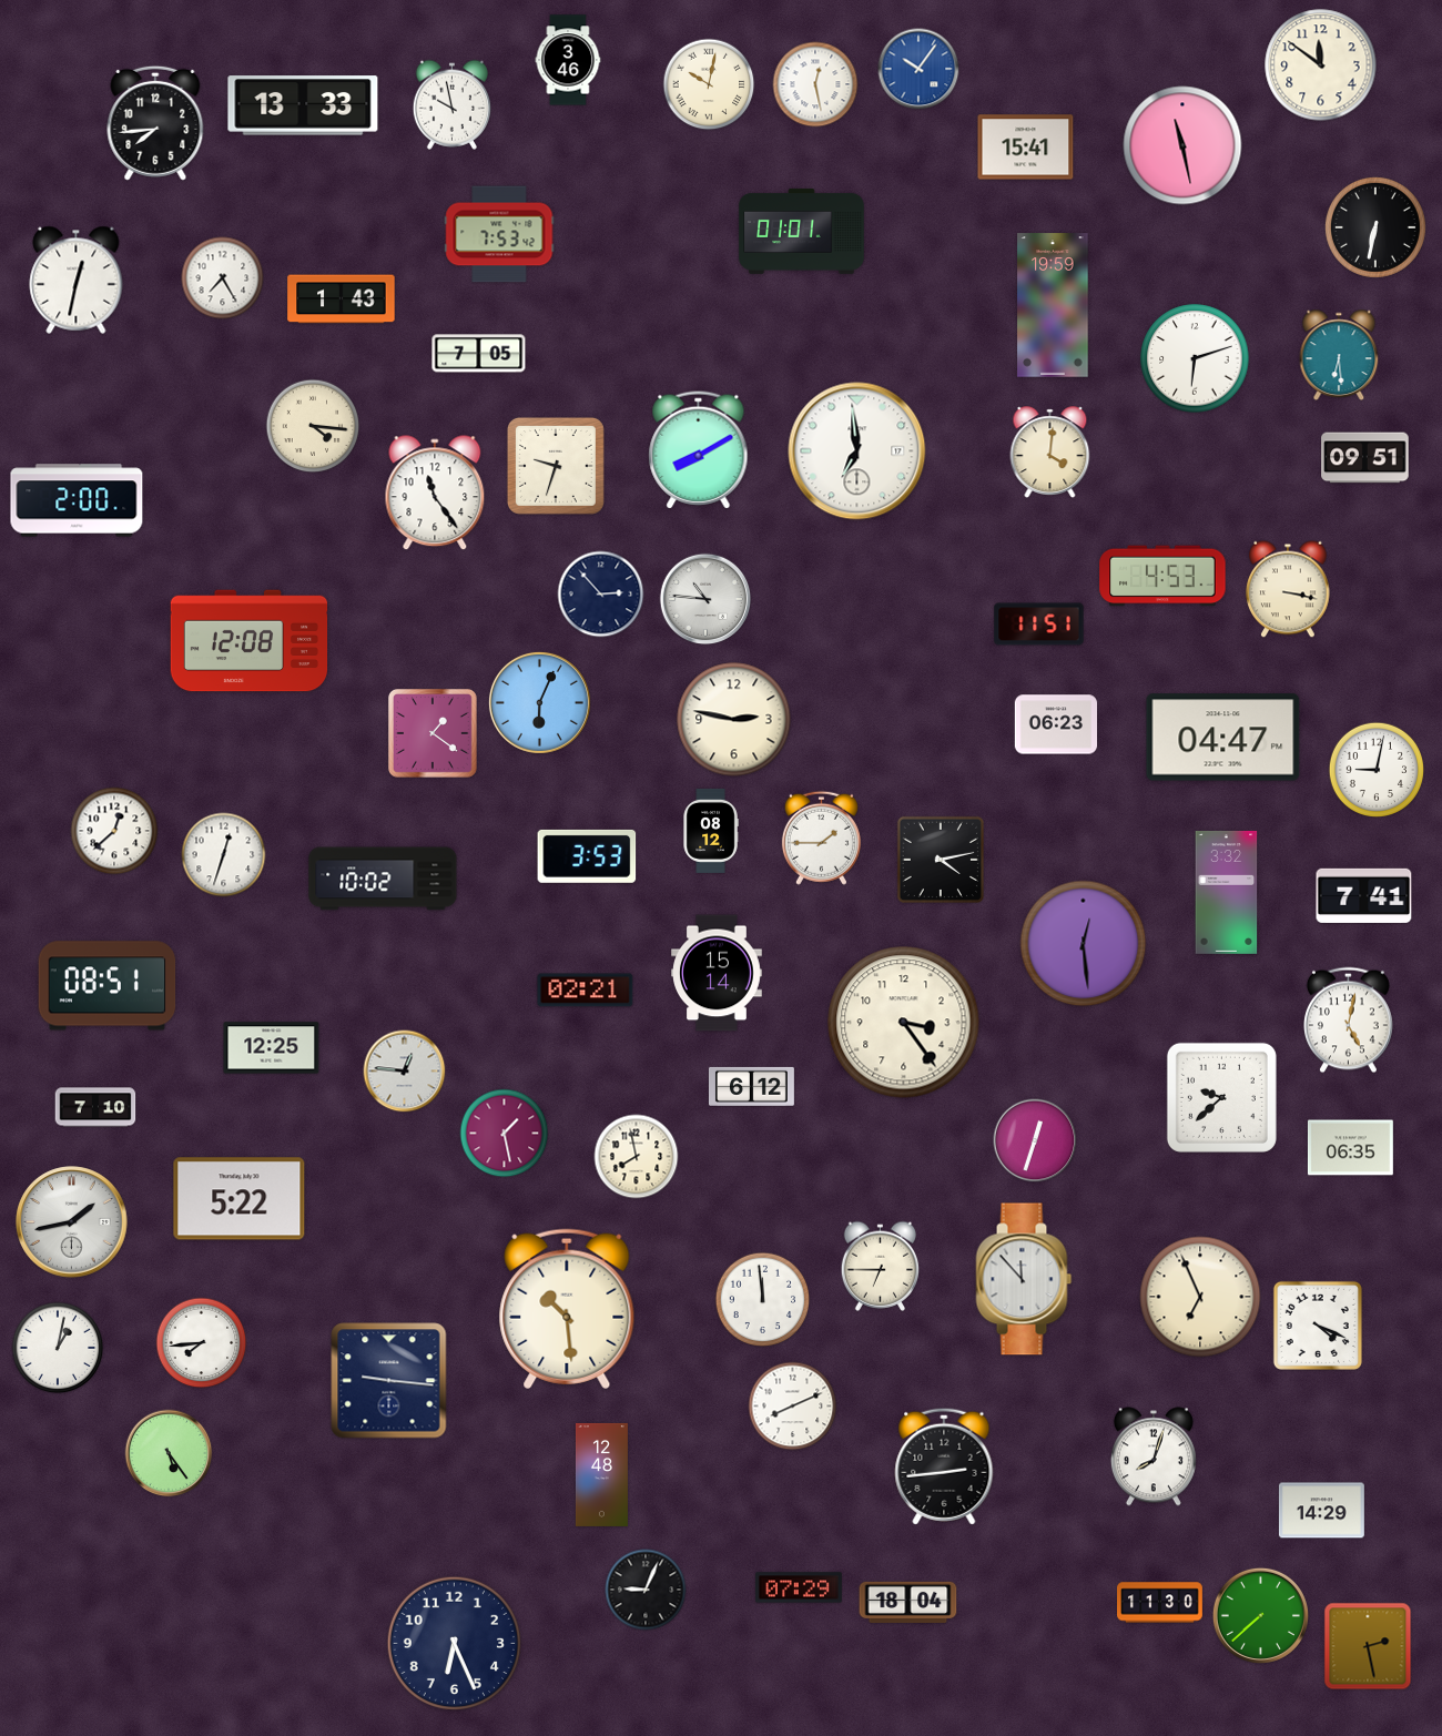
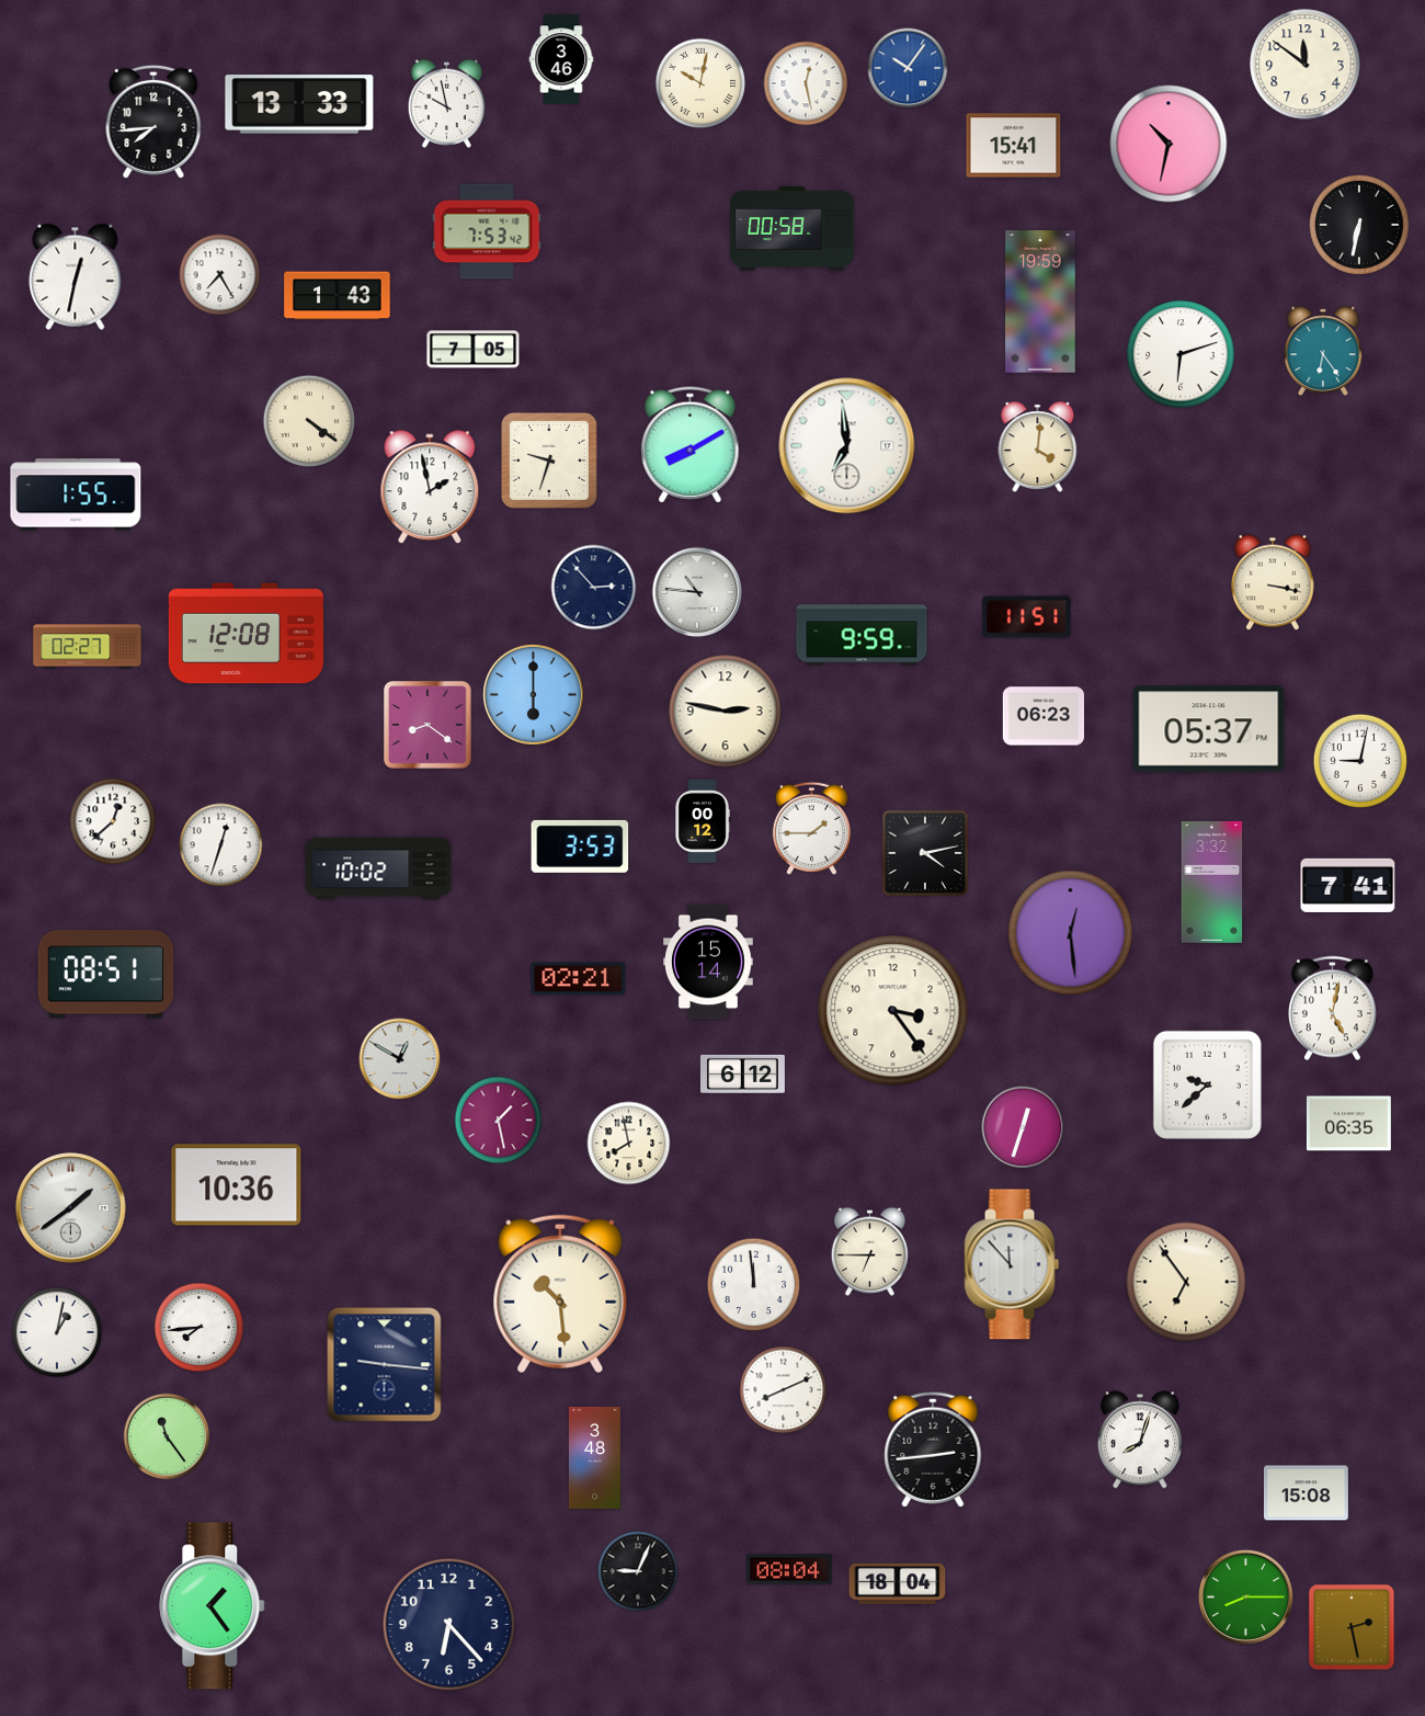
clock at (1182, 145): 11:28 -> 10:32
clock at (802, 231): 01:01 -> 00:58
clock at (499, 234) position: (499, 234) -> (487, 231)
clock at (1339, 355): 6:29 -> 6:24
clock at (313, 426): 4:16 -> 4:21
clock at (1365, 458): 09:51 -> none
clock at (435, 494): 11:24 -> 1:58
clock at (77, 500): 2:00 -> 1:55
clock at (1162, 576): 4:53 -> none
clock at (862, 635): none -> 9:59
clock at (88, 647): none -> 02:27
clock at (539, 702): 6:04 -> 6:00
clock at (433, 733): 1:21 -> 8:21
clock at (1223, 738): 04:47 -> 05:37
clock at (711, 831): 08:12 -> 00:12
clock at (940, 859) position: (940, 859) -> (924, 852)
clock at (272, 1048): 12:25 -> none
clock at (405, 1072): 12:46 -> 12:50
clock at (95, 1107): 7:10 -> none
clock at (1350, 1148) position: (1350, 1148) -> (1348, 1124)
clock at (240, 1199): 5:22 -> 10:36
clock at (72, 1222): 1:43 -> 1:39
clock at (1200, 1297): 6:56 -> 6:54
clock at (1318, 1326): 4:19 -> none
clock at (169, 1453): 5:24 -> 11:24
clock at (601, 1474): 12:48 -> 3:48
clock at (1321, 1511): 14:29 -> 15:08
clock at (799, 1587): 07:29 -> 08:04
clock at (1160, 1603): 11:30 -> none
clock at (1260, 1615): 7:38 -> 8:15
clock at (213, 1606): none -> 1:24
clock at (454, 1643): 6:26 -> 6:23
